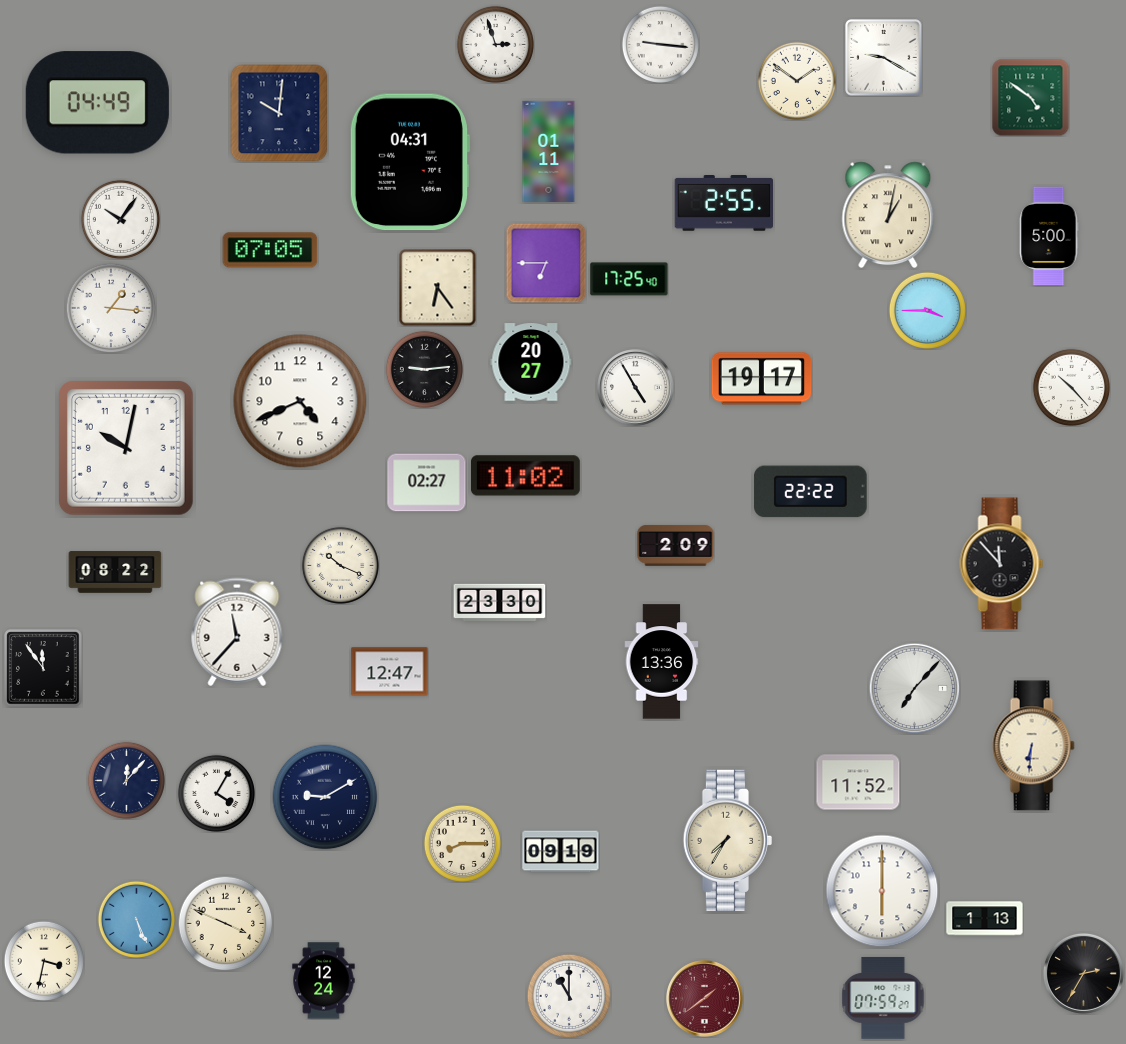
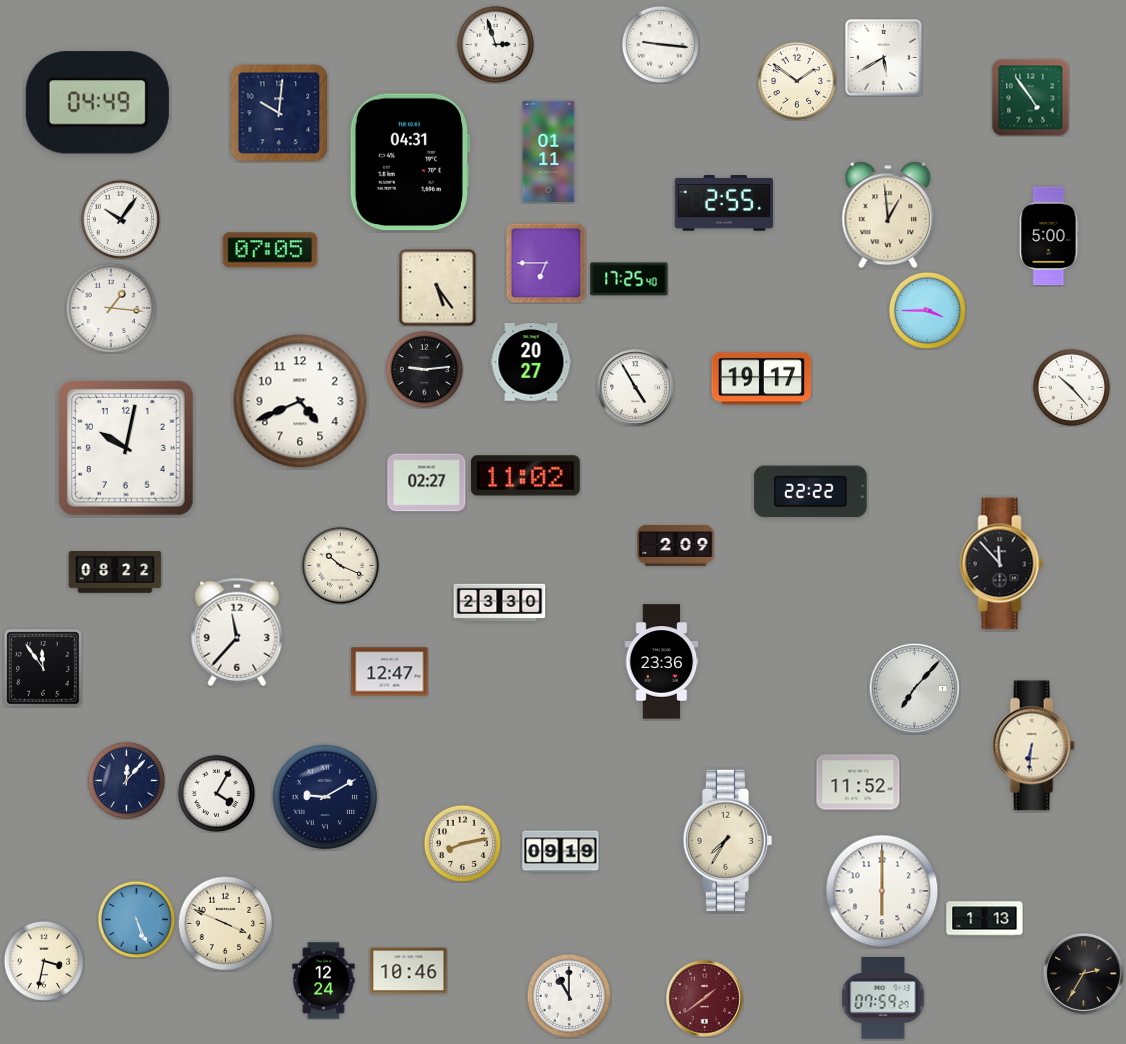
clock at (884, 58): 9:20 -> 5:40
clock at (1030, 97): 4:51 -> 4:54
clock at (888, 215): 1:02 -> 12:59
clock at (437, 287): 6:24 -> 5:24
clock at (662, 662): 13:36 -> 23:36
clock at (462, 843): 8:15 -> 8:13
clock at (409, 971): none -> 10:46
